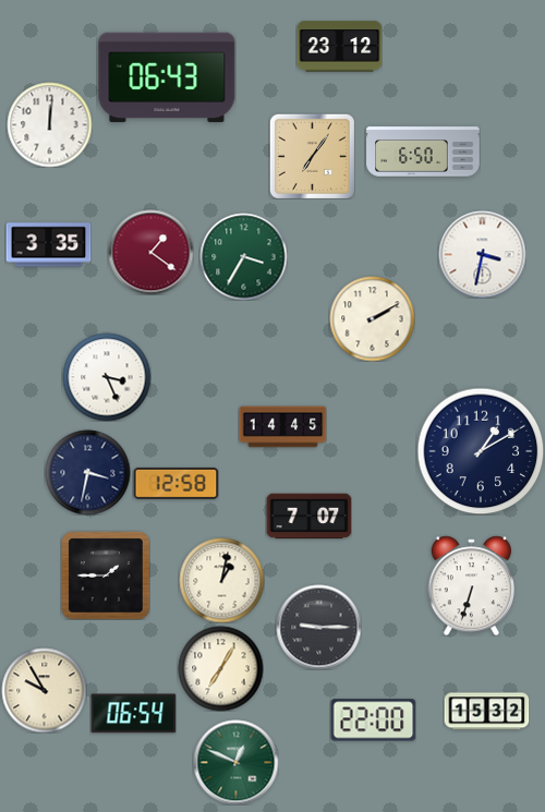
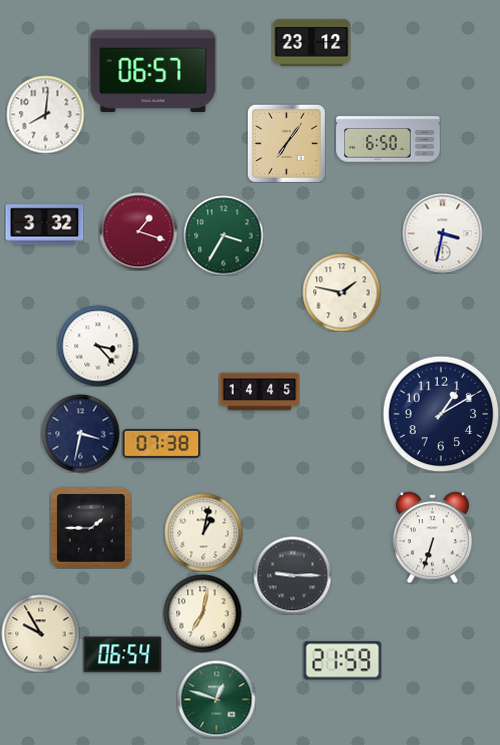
clock at (167, 77): 06:43 -> 06:57
clock at (49, 124): 12:01 -> 8:01
clock at (48, 245): 3:35 -> 3:32
clock at (150, 252): 1:21 -> 1:18
clock at (372, 318): 2:10 -> 1:47
clock at (107, 377): 3:26 -> 3:23
clock at (175, 483): 12:58 -> 07:38
clock at (308, 517): 7:07 -> none
clock at (106, 575) position: (106, 575) -> (91, 528)
clock at (220, 668): 7:05 -> 7:02
clock at (486, 712): 15:32 -> none
clock at (373, 720): 22:00 -> 21:59
clock at (235, 762): 12:49 -> 12:48
